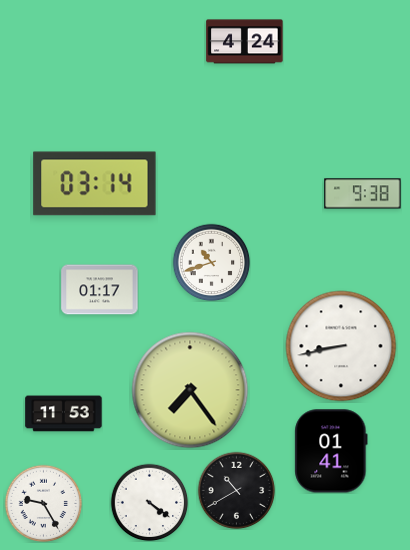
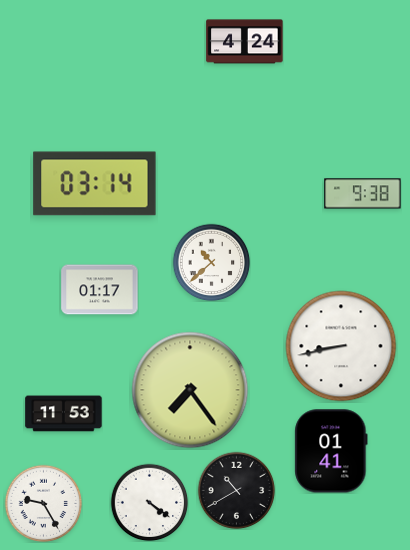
clock at (211, 262): 10:42 -> 10:38
